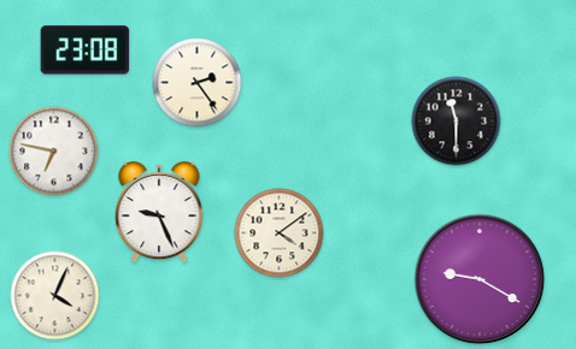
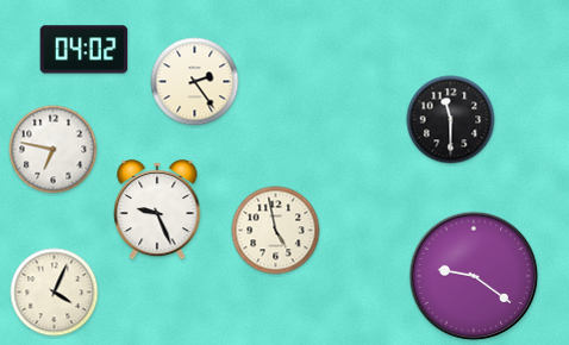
clock at (86, 51): 23:08 -> 04:02
clock at (280, 233): 4:09 -> 4:58
clock at (480, 279): 9:20 -> 9:21
